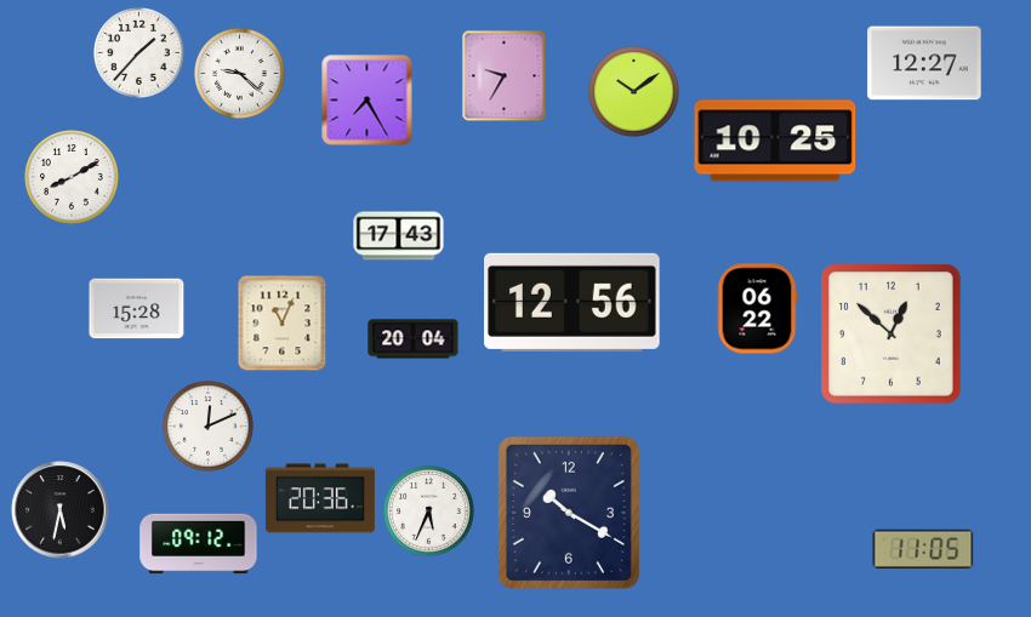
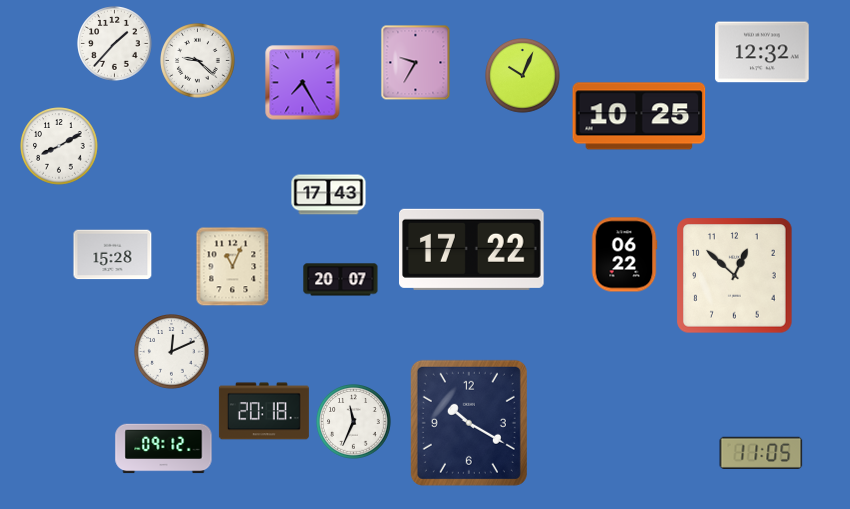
clock at (924, 63): 12:27 -> 12:32
clock at (634, 92): 10:09 -> 10:04
clock at (573, 302): 12:56 -> 17:22
clock at (414, 339): 20:04 -> 20:07
clock at (320, 498): 20:36 -> 20:18
clock at (61, 510): 5:32 -> none
clock at (429, 512): 5:34 -> 11:34
